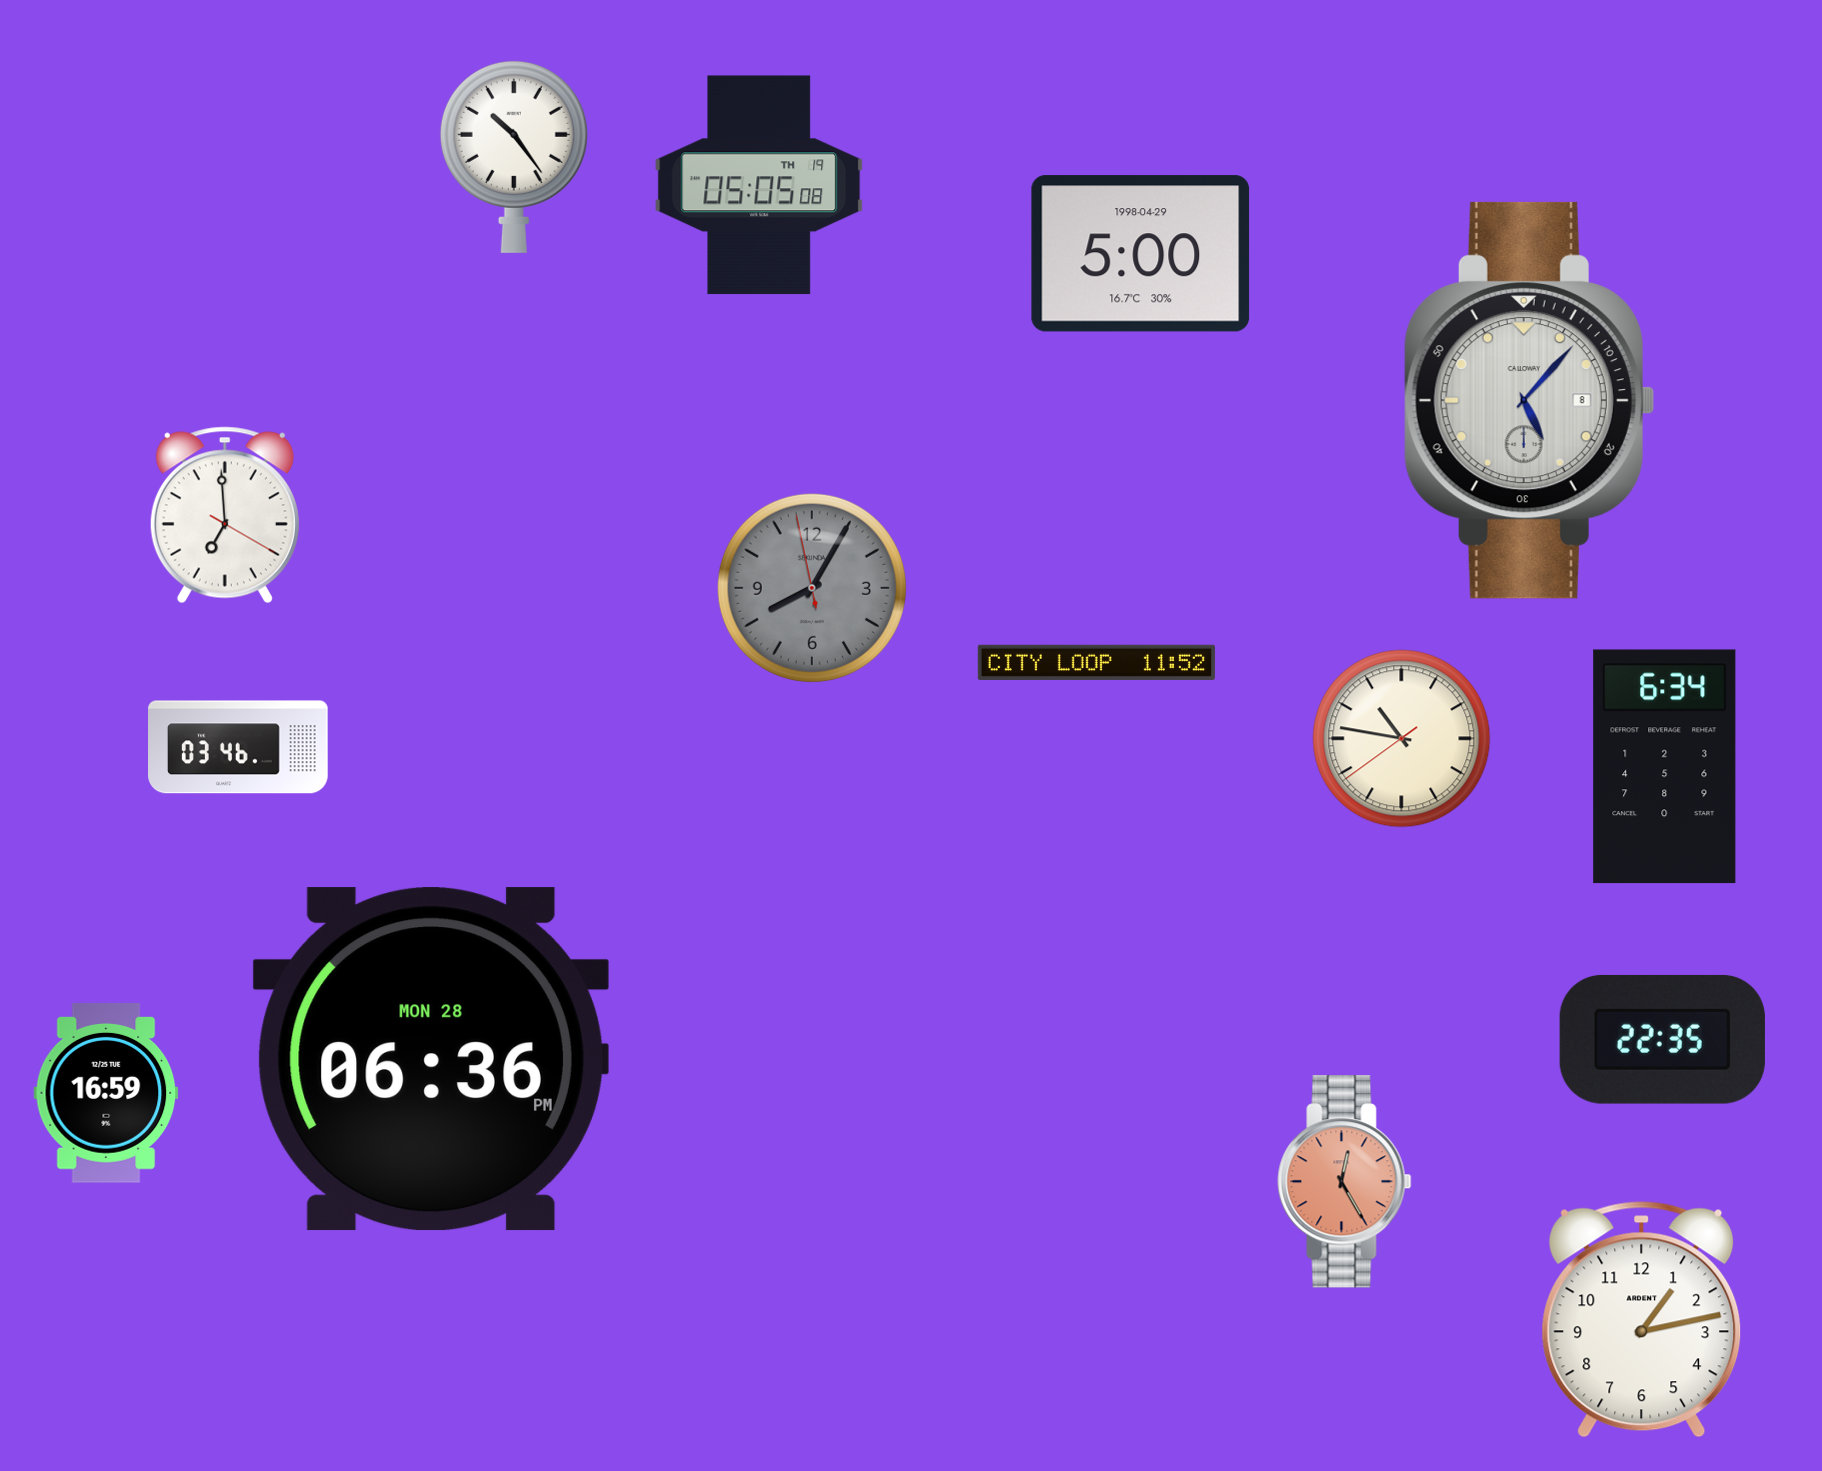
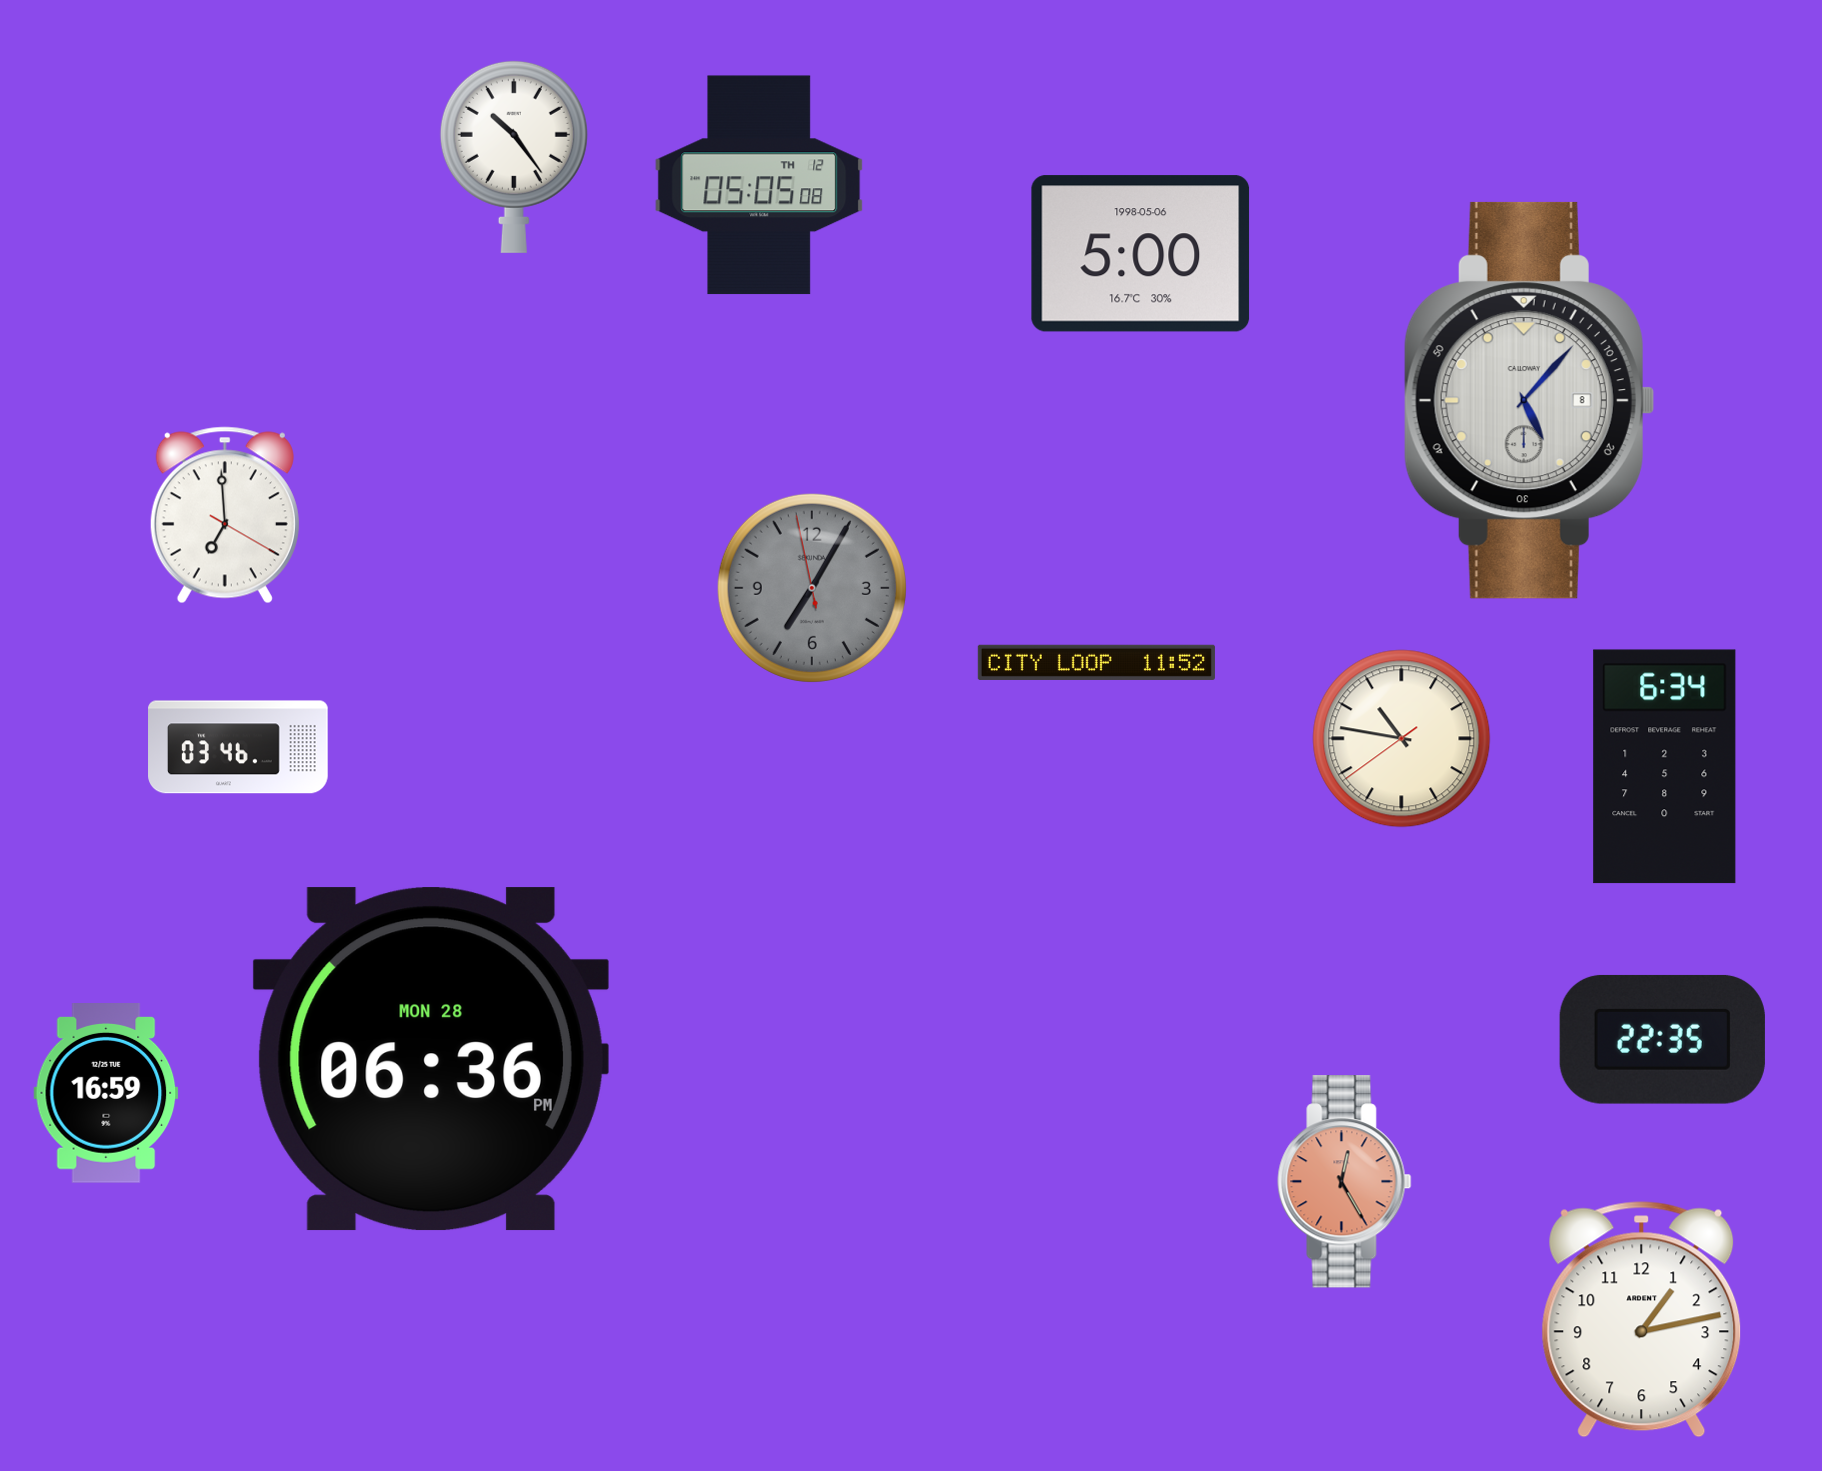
clock at (759, 185) date: TH 19 -> TH 12
clock at (1141, 254) date: 1998-04-29 -> 1998-05-06
clock at (812, 588): 8:04 -> 7:04
